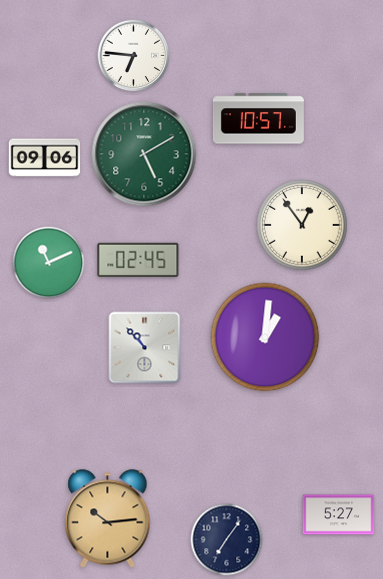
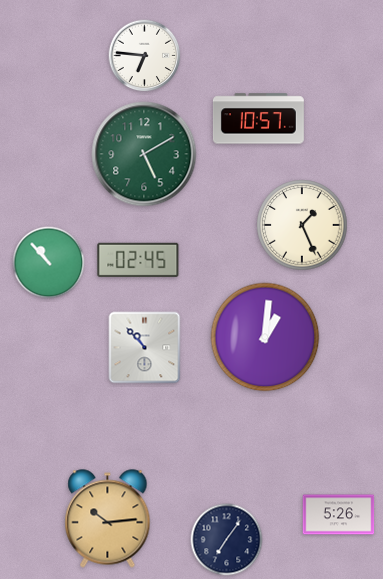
clock at (134, 56) position: (134, 56) -> (145, 56)
clock at (45, 158): 09:06 -> none
clock at (302, 225): 12:54 -> 1:26
clock at (49, 263): 11:11 -> 10:53
clock at (339, 515): 5:27 -> 5:26
